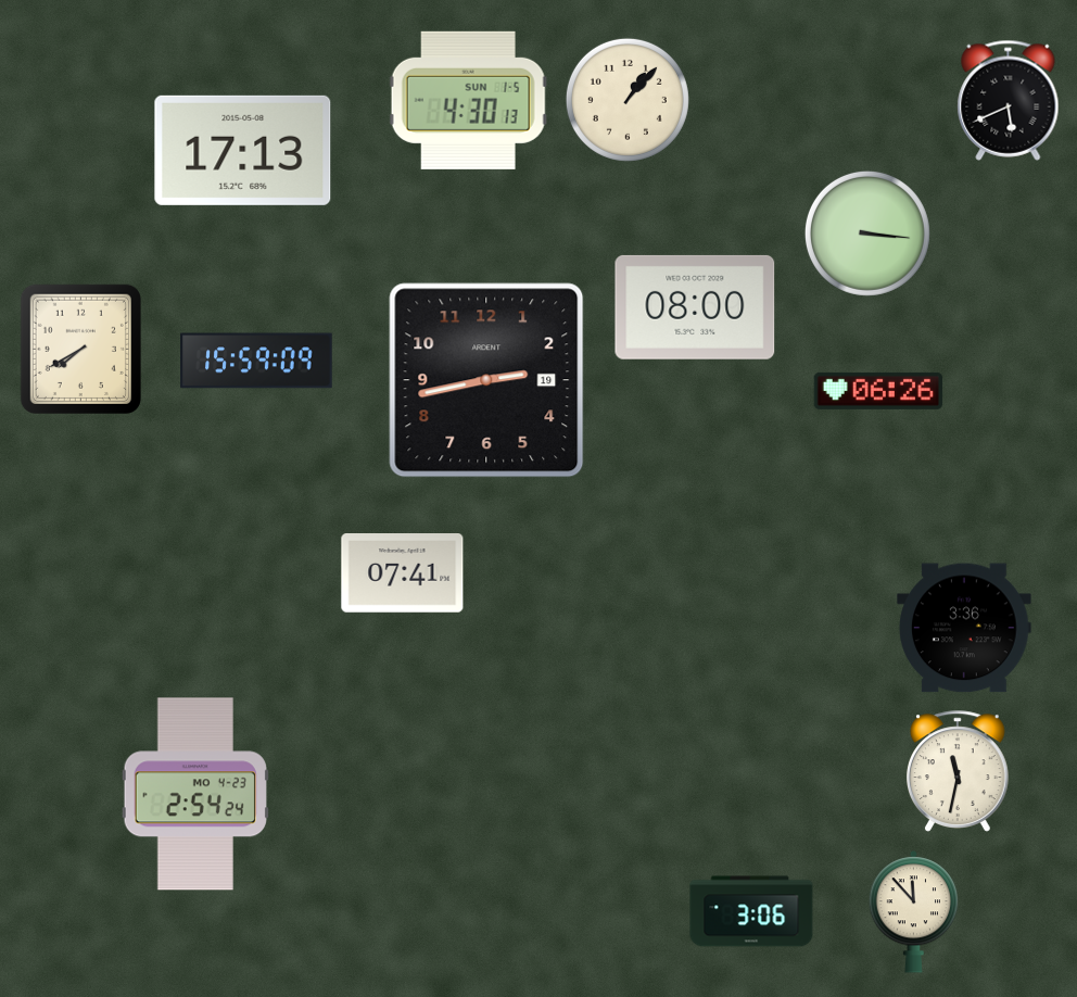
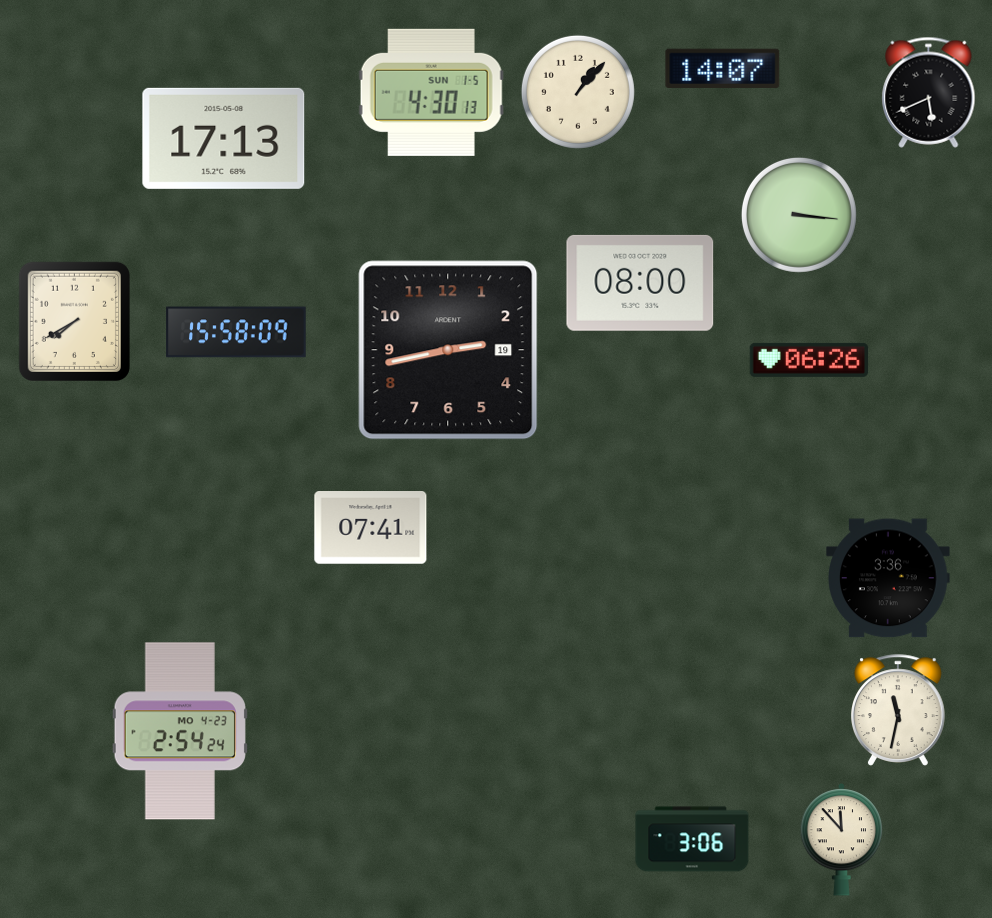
clock at (723, 68): none -> 14:07
clock at (256, 361): 15:59 -> 15:58
clock at (959, 771) position: (959, 771) -> (899, 710)
